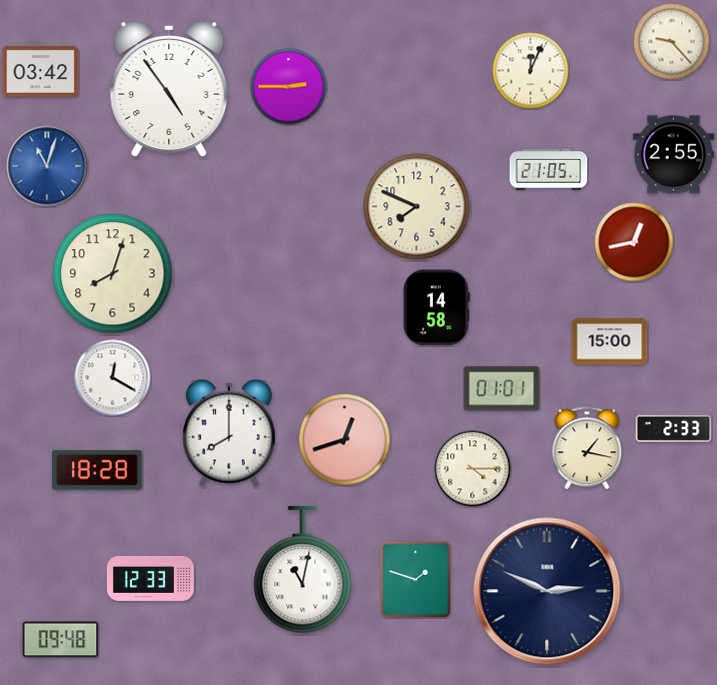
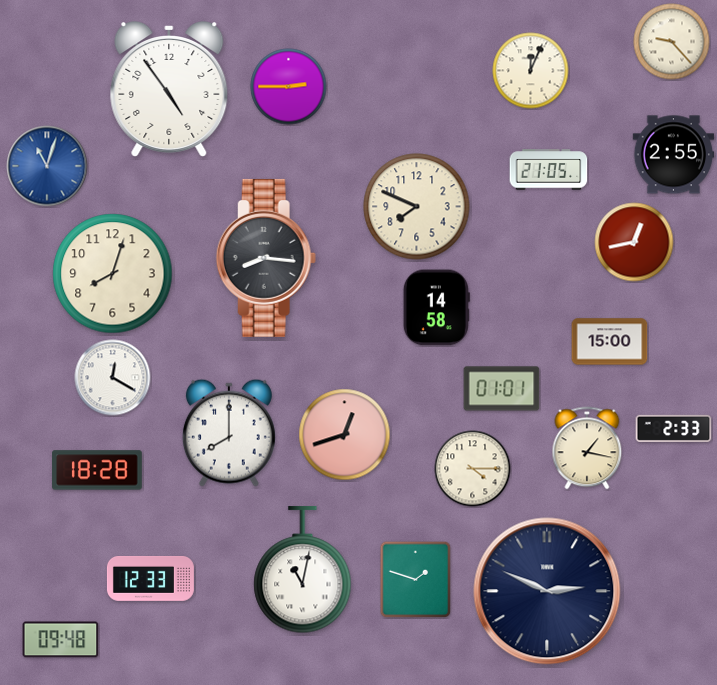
clock at (41, 71): 03:42 -> none
clock at (266, 258): none -> 8:16
clock at (345, 440) position: (345, 440) -> (345, 435)
